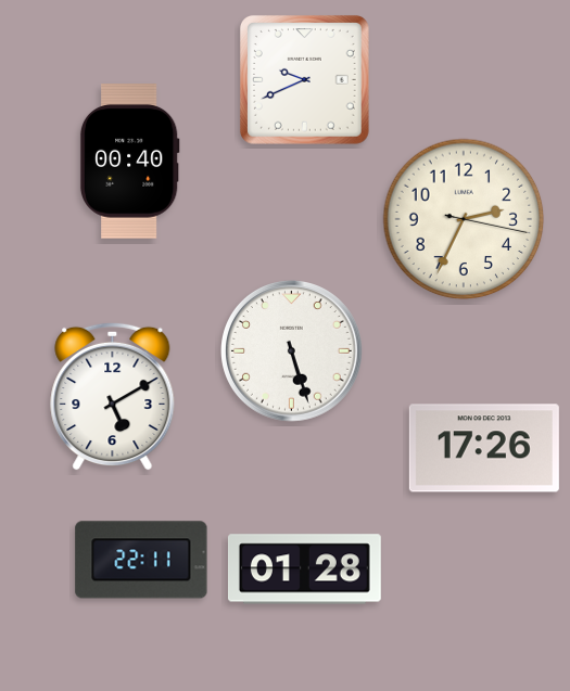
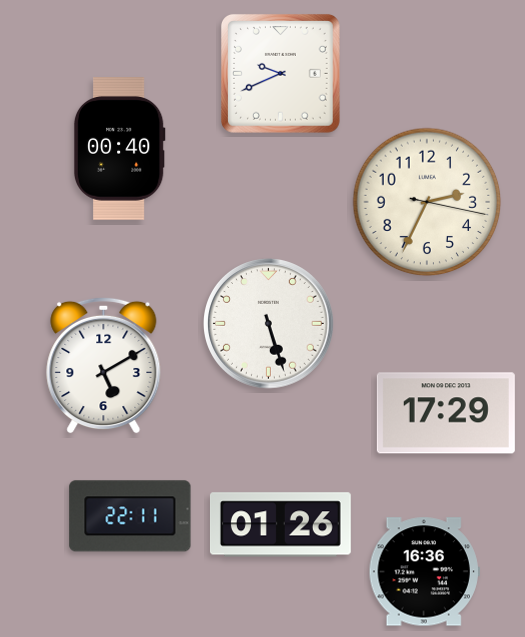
clock at (484, 448): 17:26 -> 17:29
clock at (304, 570): 01:28 -> 01:26
clock at (424, 572): none -> 16:36
